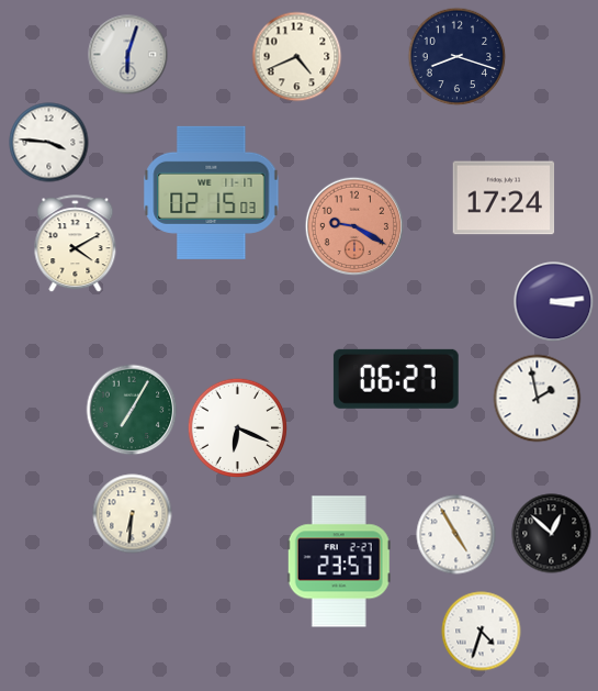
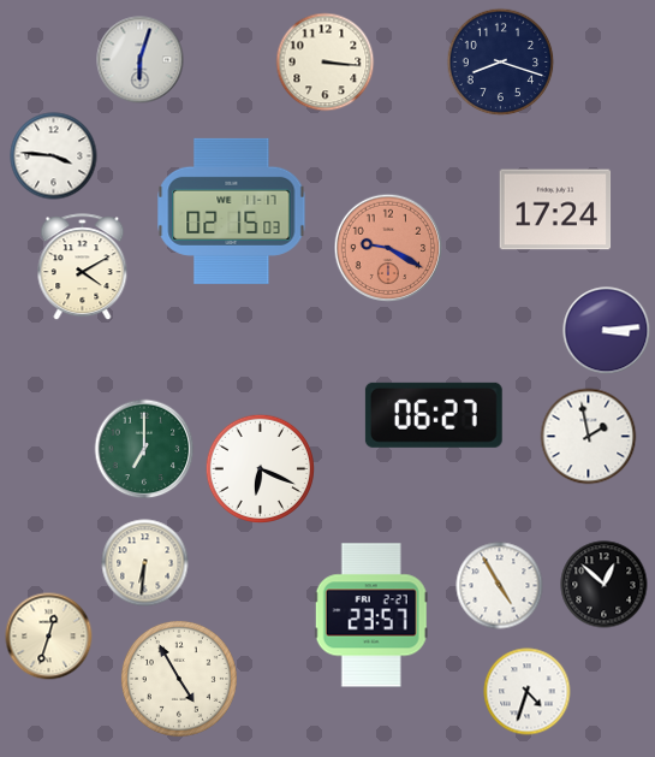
clock at (297, 57): 4:41 -> 3:16
clock at (504, 198) position: (504, 198) -> (555, 209)
clock at (132, 410): 7:05 -> 7:00
clock at (49, 637): none -> 12:33
clock at (179, 679): none -> 4:55
